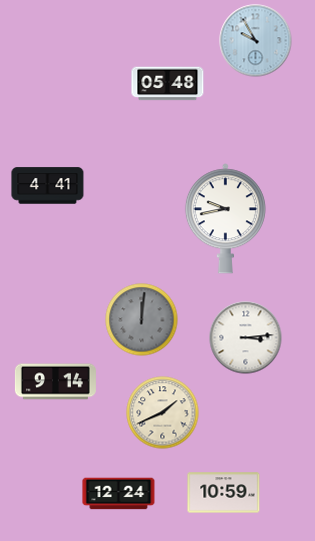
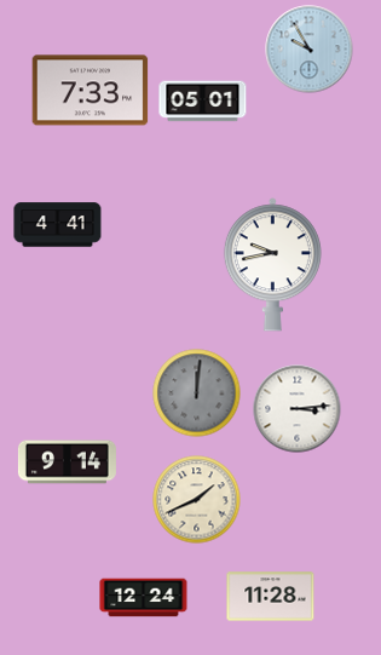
clock at (91, 91): none -> 7:33
clock at (168, 84): 05:48 -> 05:01
clock at (142, 320) position: (142, 320) -> (197, 393)
clock at (224, 493): 10:59 -> 11:28
